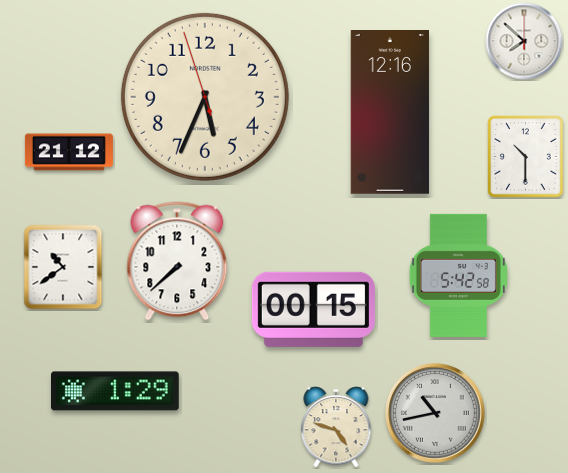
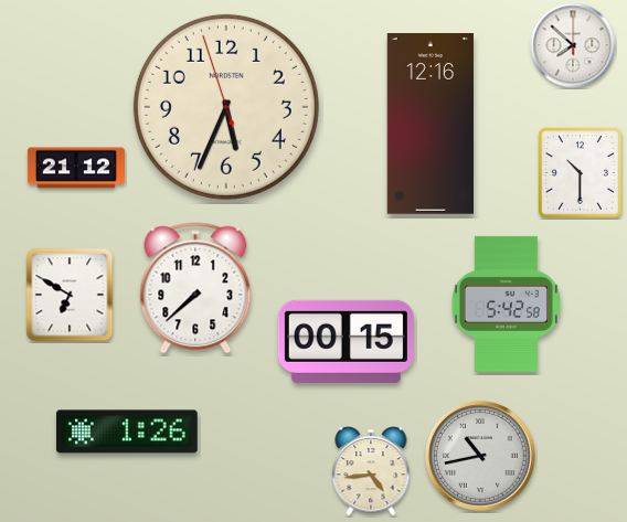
clock at (524, 41) position: (524, 41) -> (573, 45)
clock at (63, 267): 10:39 -> 6:50
clock at (116, 391): 1:29 -> 1:26
clock at (336, 427): 4:48 -> 4:44
